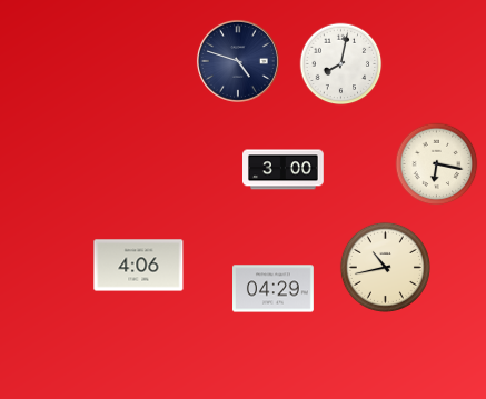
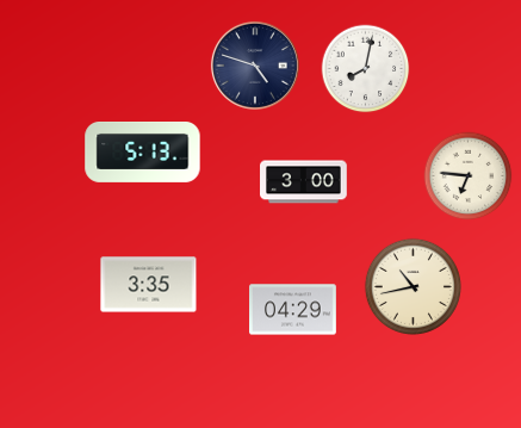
clock at (143, 153): none -> 5:13
clock at (437, 164): 6:17 -> 6:46
clock at (139, 266): 4:06 -> 3:35
